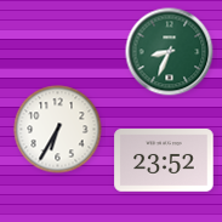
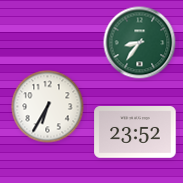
clock at (170, 52): 8:34 -> 8:36
